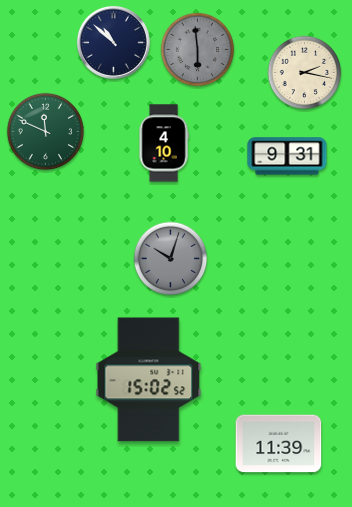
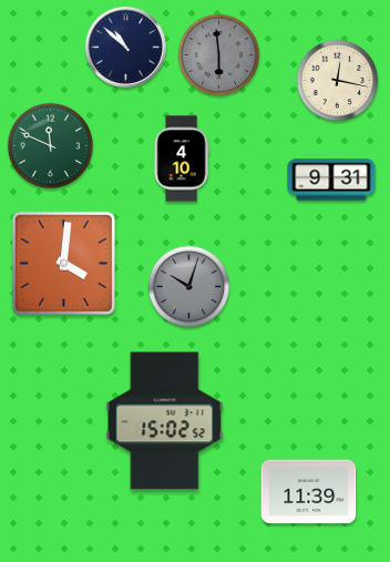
clock at (305, 73): 2:17 -> 12:17
clock at (287, 156) position: (287, 156) -> (331, 180)
clock at (63, 263): none -> 4:01
